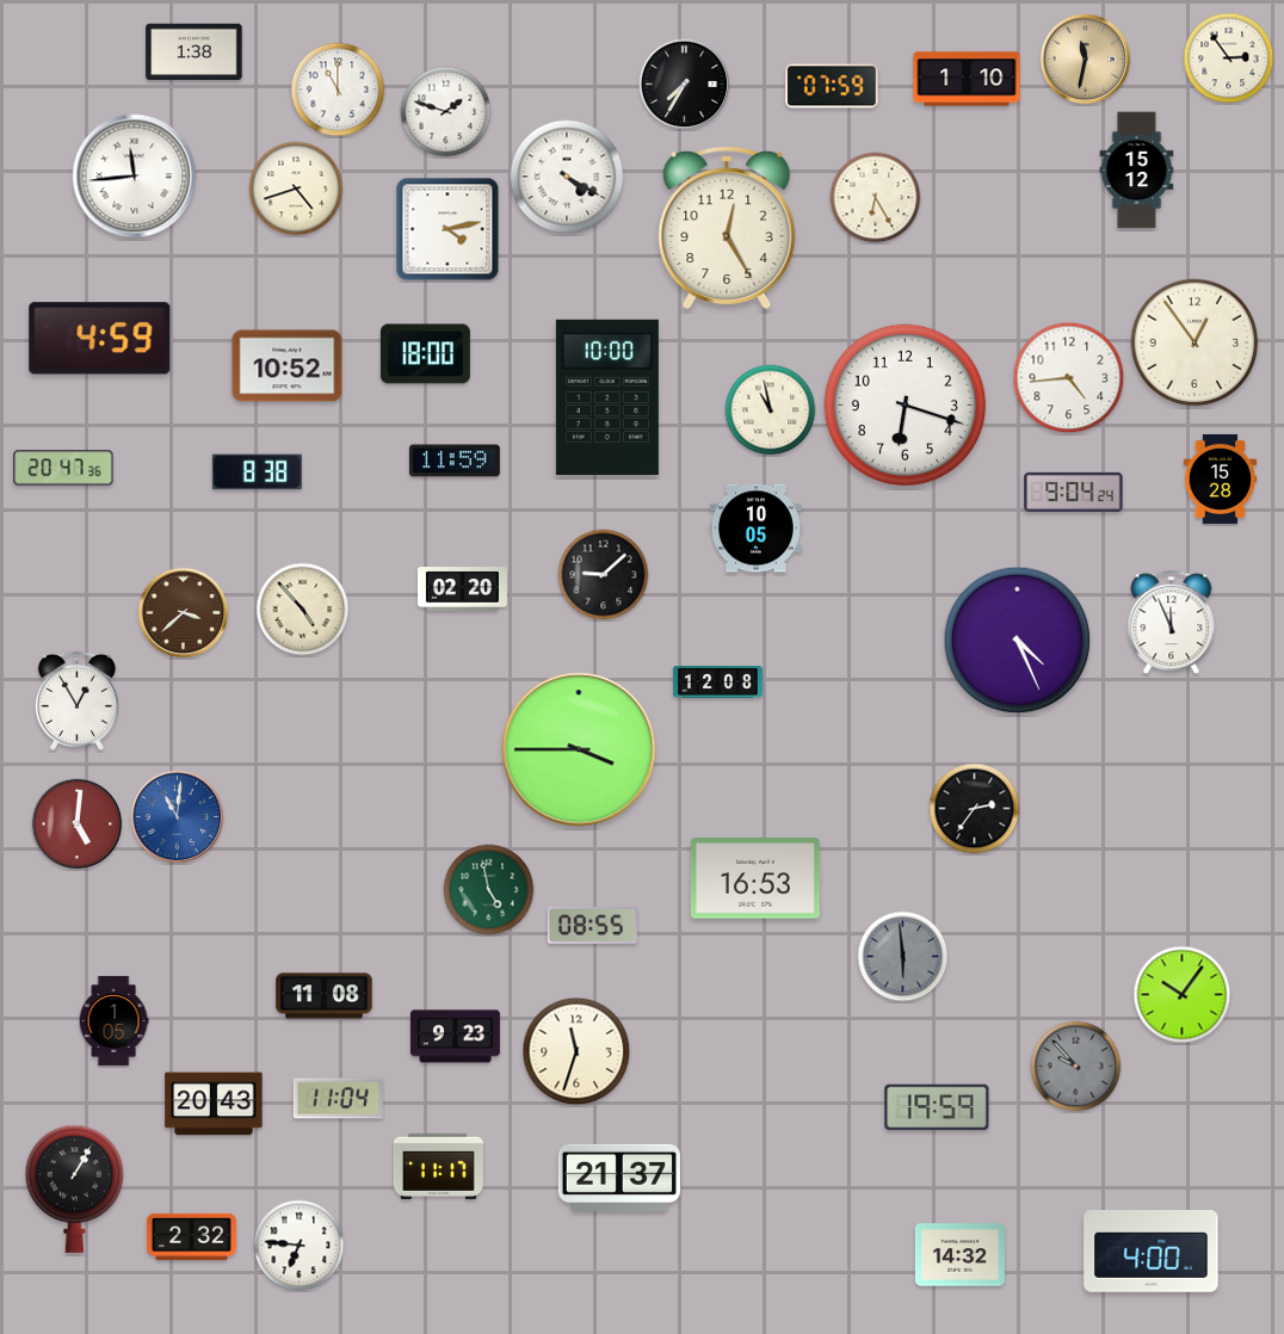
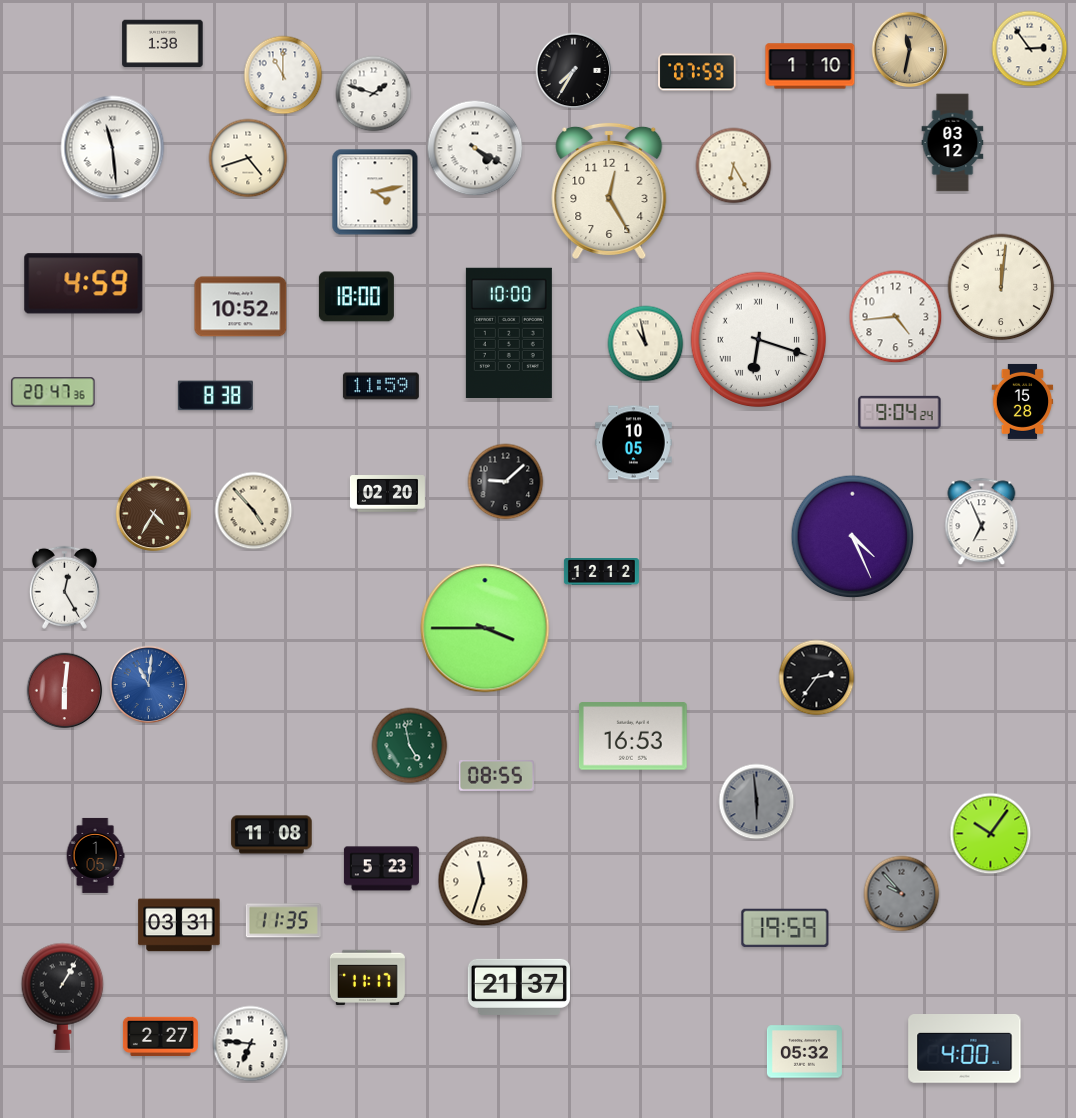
clock at (1137, 171): 15:12 -> 03:12
clock at (135, 177): 11:44 -> 11:29
clock at (1195, 342): 12:54 -> 12:01
clock at (906, 406) numerals: Arabic -> Roman
clock at (184, 613): 3:38 -> 4:35
clock at (1172, 623): 11:56 -> 6:56
clock at (717, 683): 12:08 -> 12:12
clock at (76, 700): 12:55 -> 12:25
clock at (78, 825): 5:01 -> 6:01
clock at (455, 1037): 9:23 -> 5:23
clock at (338, 1099): 11:04 -> 11:35
clock at (214, 1104): 20:43 -> 03:31
clock at (191, 1236): 2:32 -> 2:27
clock at (959, 1255): 14:32 -> 05:32
